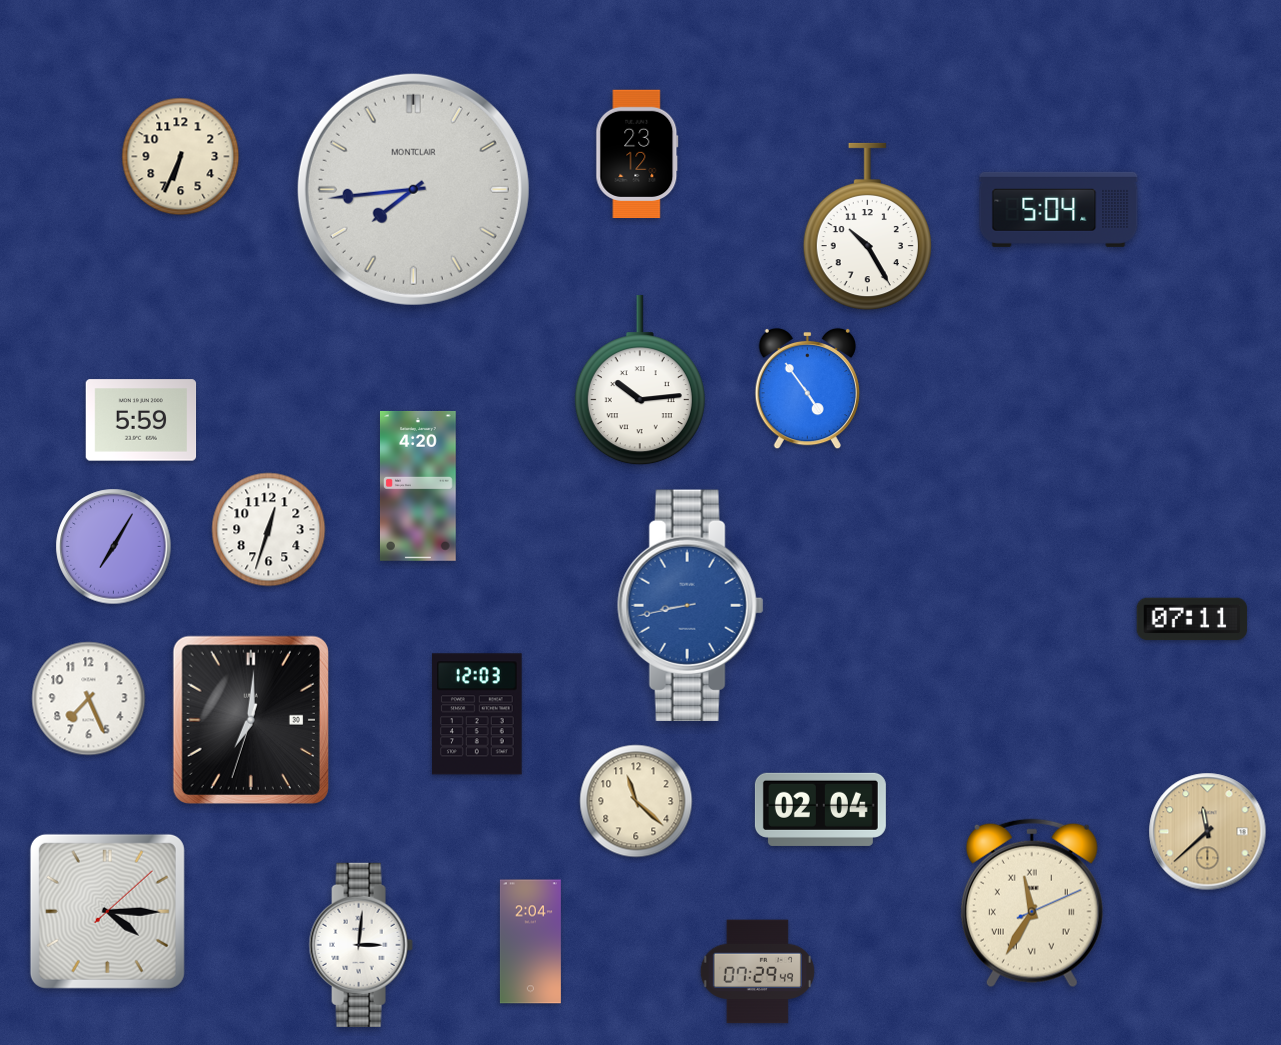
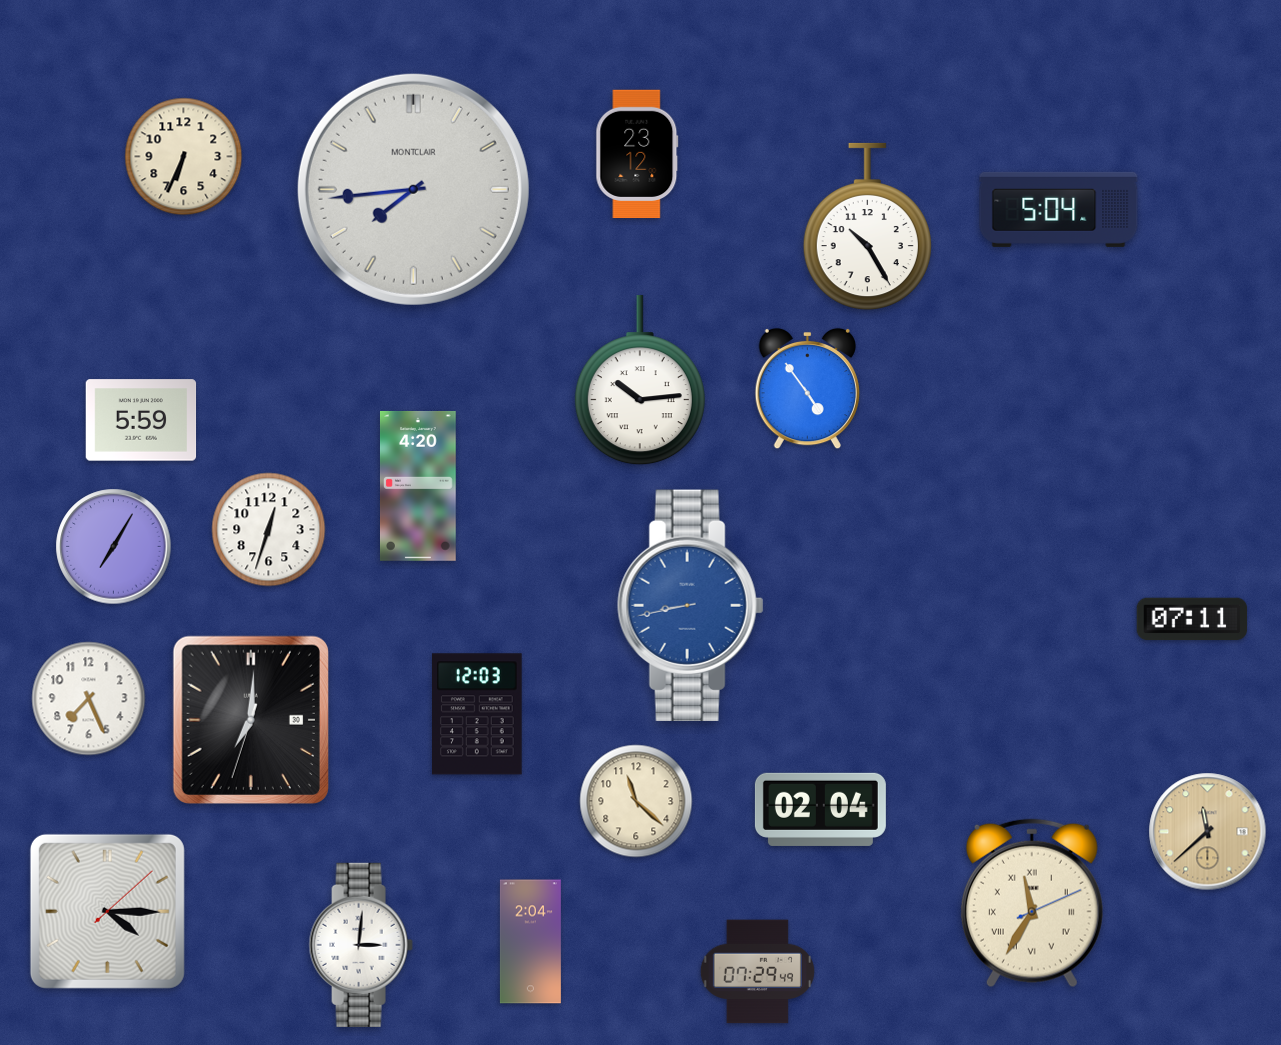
clock at (181, 157) position: (181, 157) -> (184, 157)
